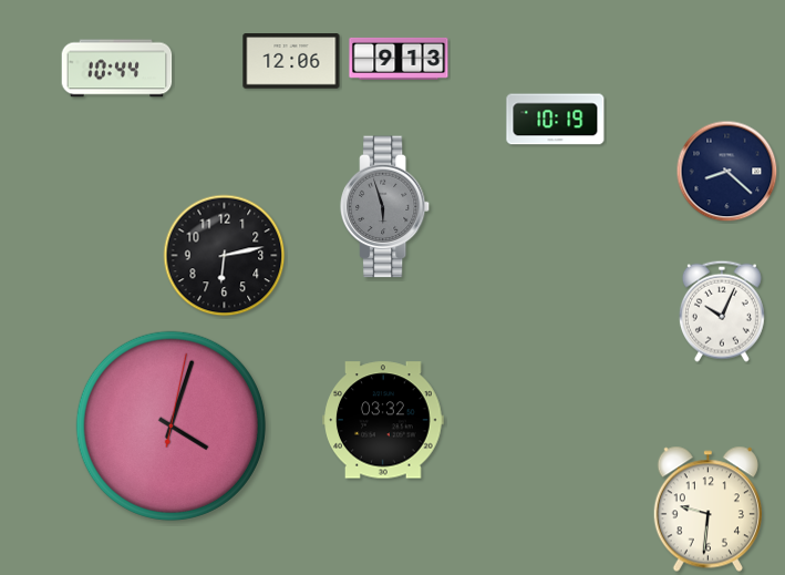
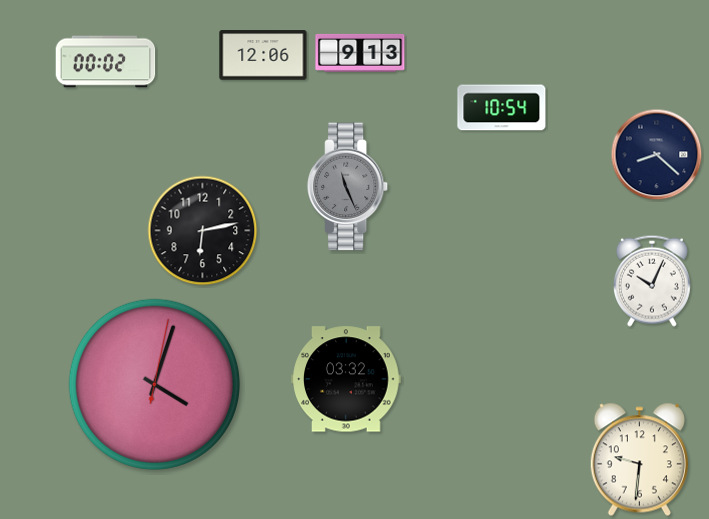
clock at (117, 69): 10:44 -> 00:02
clock at (556, 120): 10:19 -> 10:54
clock at (385, 207): 5:57 -> 11:26
